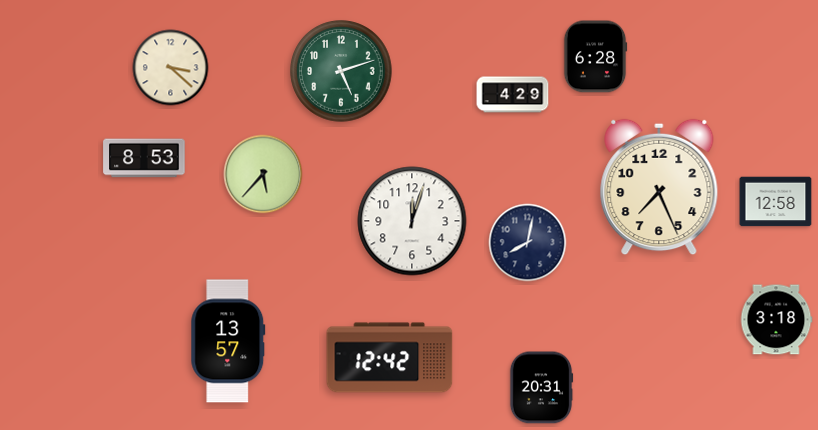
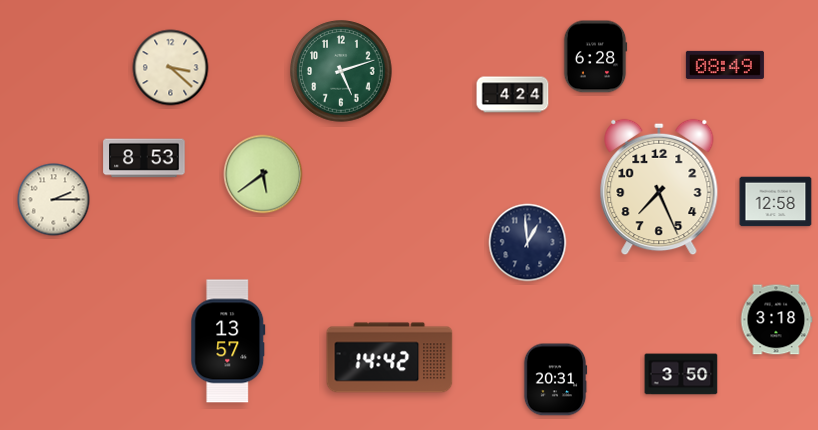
clock at (725, 65): none -> 08:49
clock at (513, 95): 4:29 -> 4:24
clock at (263, 174): 5:37 -> 5:39
clock at (54, 200): none -> 2:15
clock at (412, 221): 12:03 -> none
clock at (528, 243): 8:02 -> 12:59
clock at (390, 358): 12:42 -> 14:42
clock at (681, 374): none -> 3:50
clock at (541, 388) position: (541, 388) -> (555, 380)
